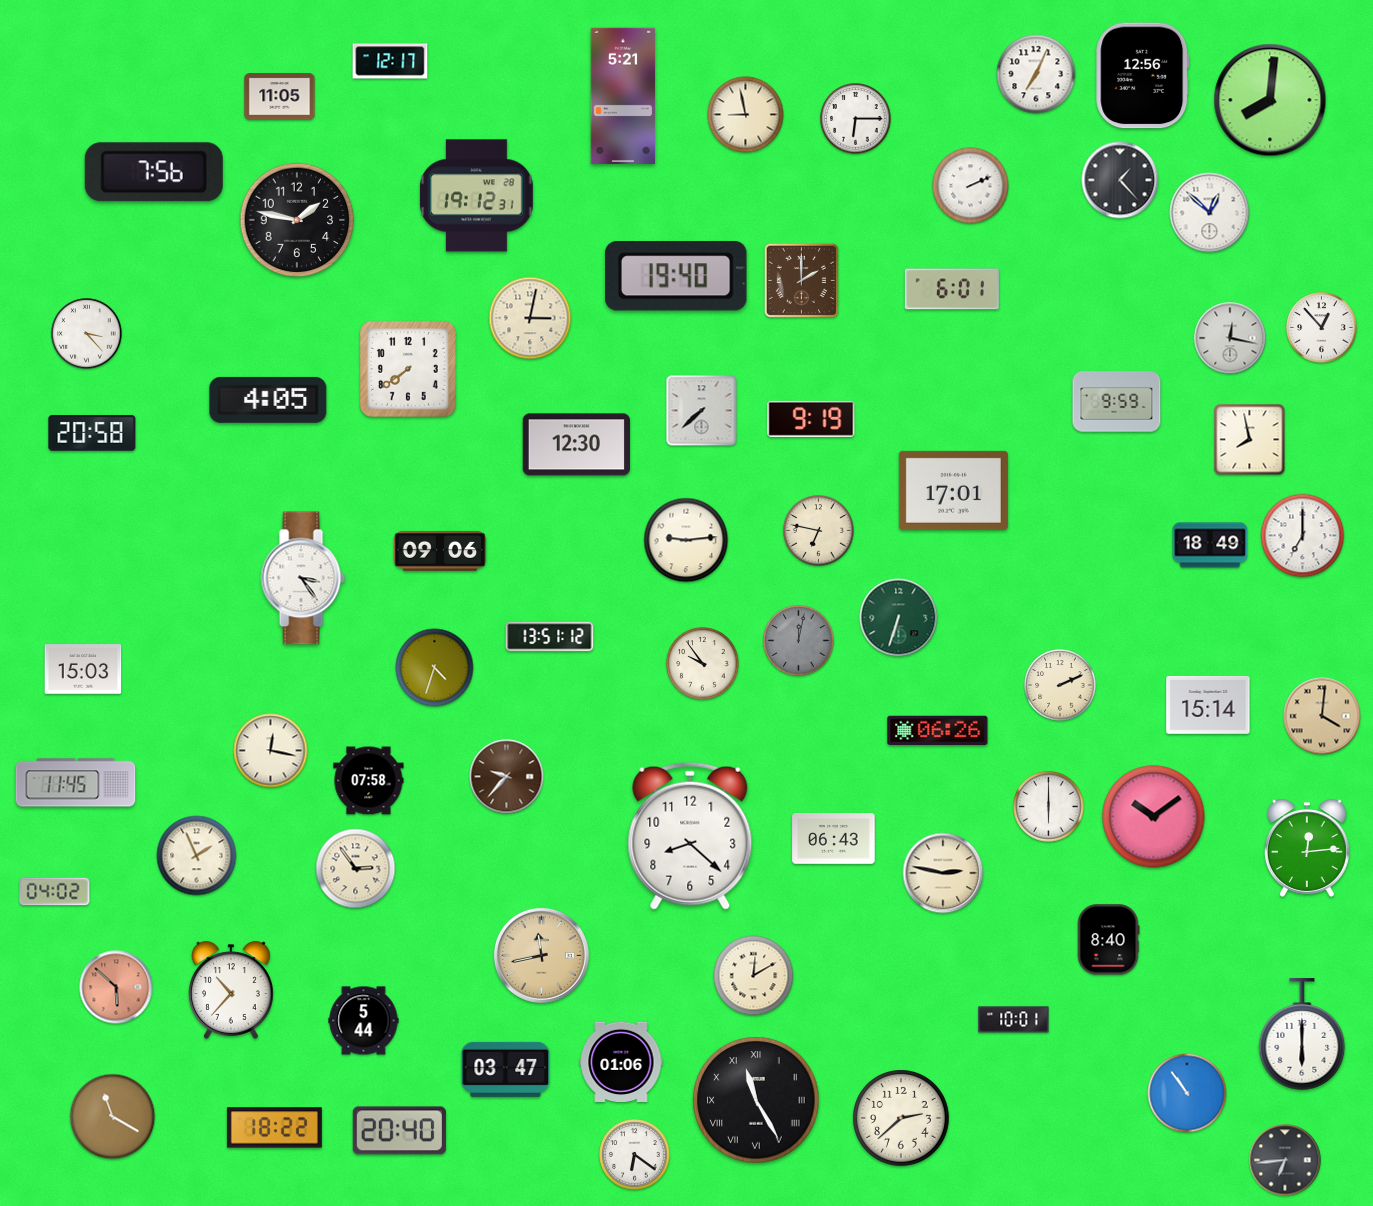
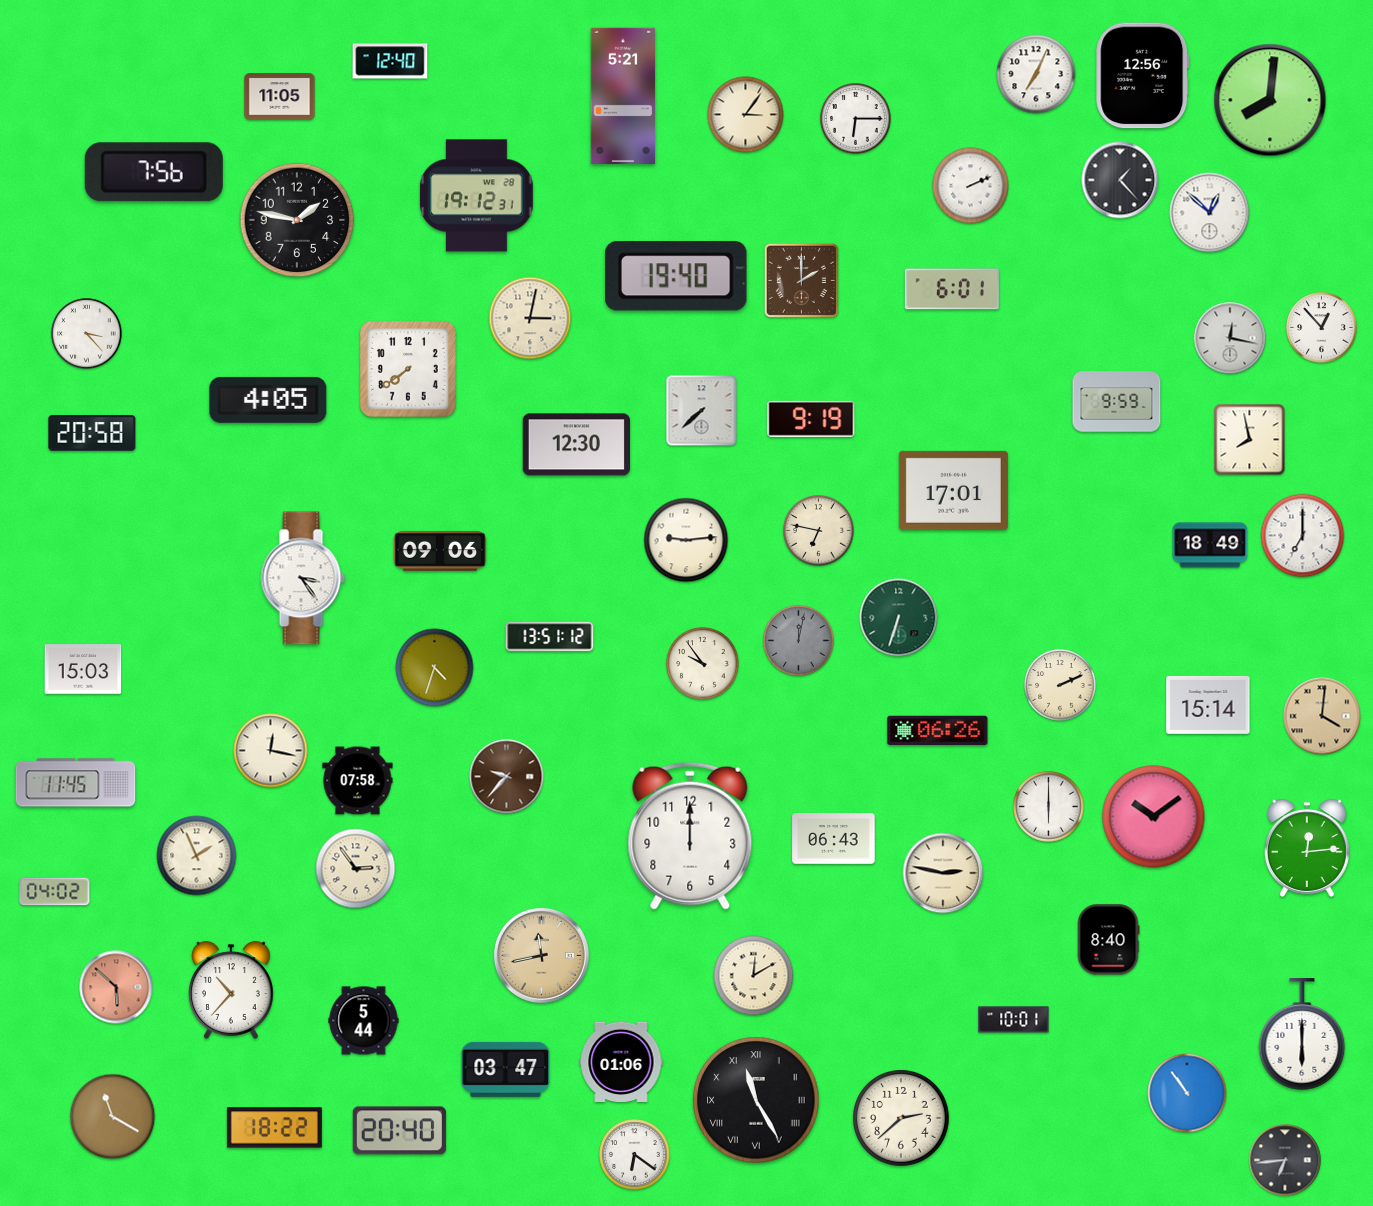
clock at (390, 61): 12:17 -> 12:40
clock at (746, 115): 8:58 -> 3:06
clock at (369, 781) position: (369, 781) -> (358, 781)
clock at (690, 836): 8:22 -> 12:00
